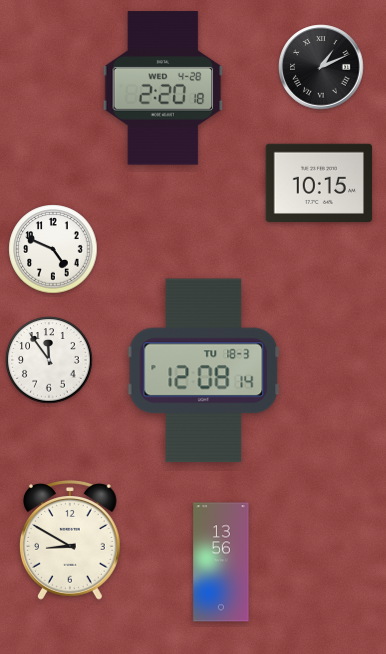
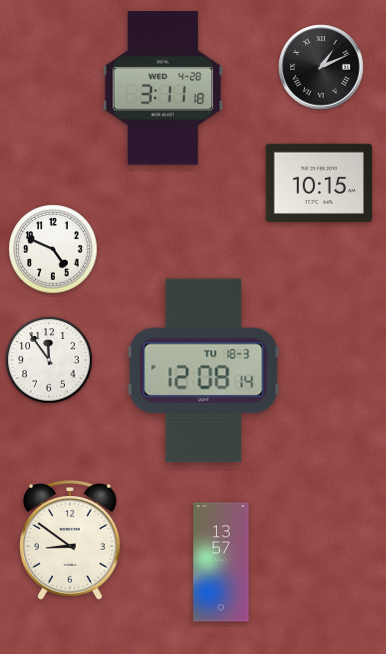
clock at (163, 88): 2:20 -> 3:11
clock at (71, 540): 8:50 -> 8:51
clock at (221, 562): 13:56 -> 13:57
